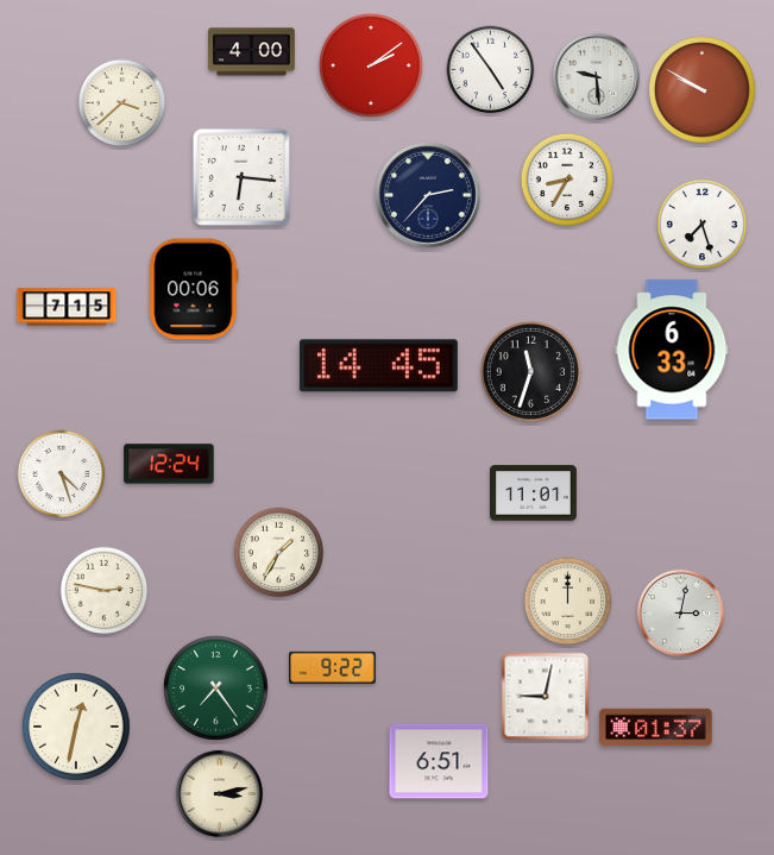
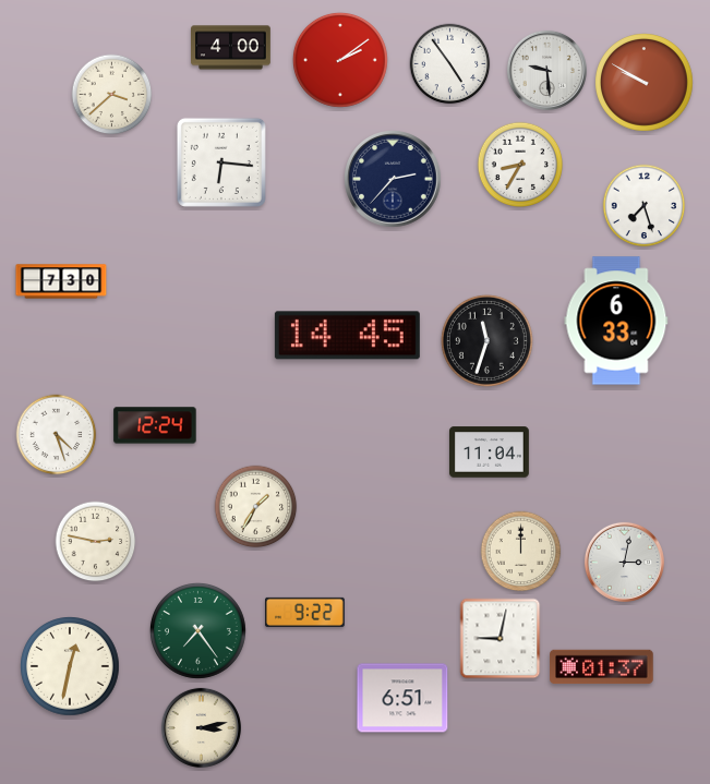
clock at (194, 289): 00:06 -> none
clock at (67, 307): 7:15 -> 7:30
clock at (534, 493): 11:01 -> 11:04
